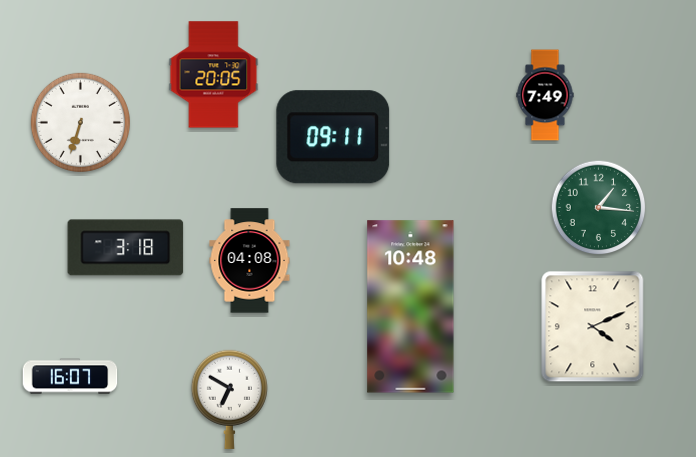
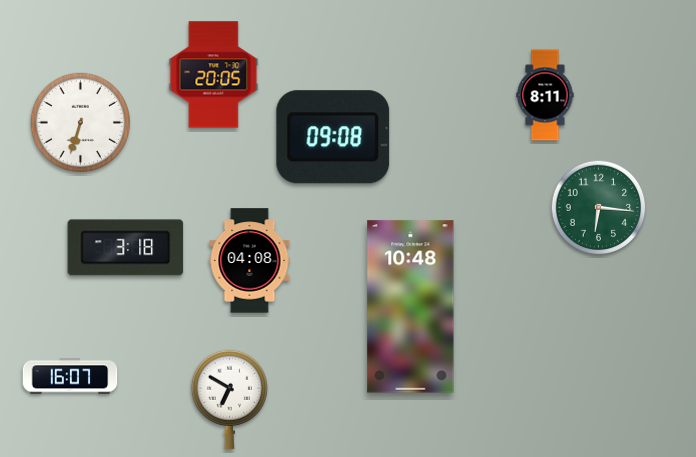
clock at (545, 95): 7:49 -> 8:11
clock at (333, 137): 09:11 -> 09:08
clock at (599, 208): 1:16 -> 6:16
clock at (593, 327): 4:11 -> none
